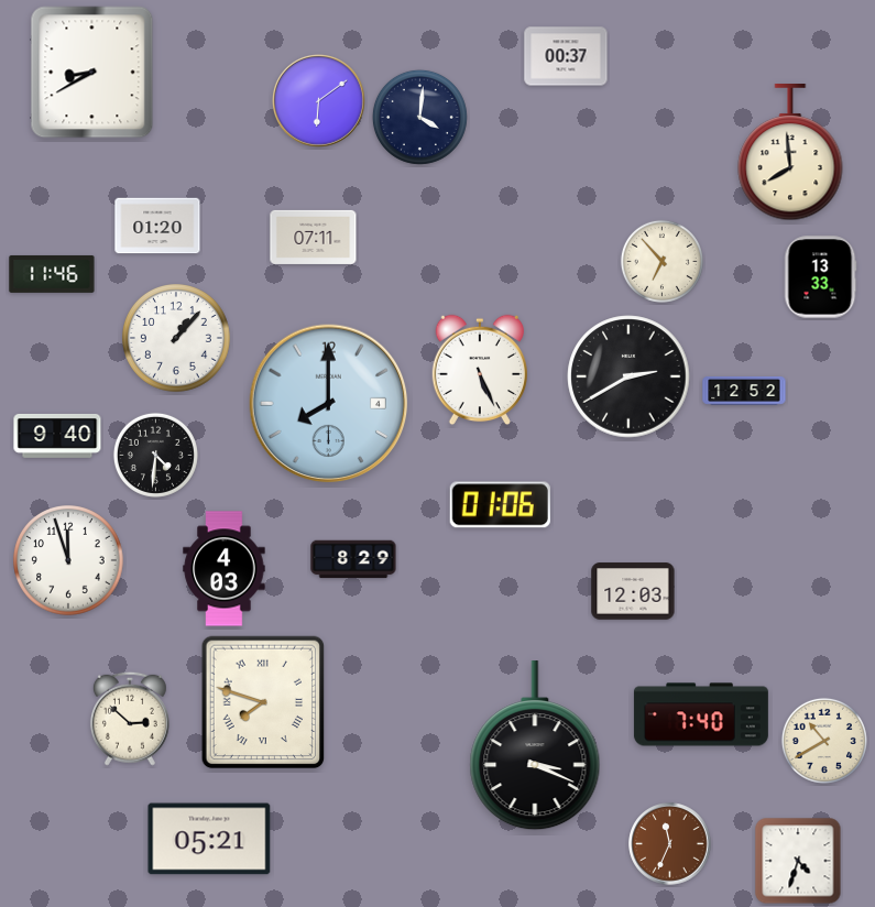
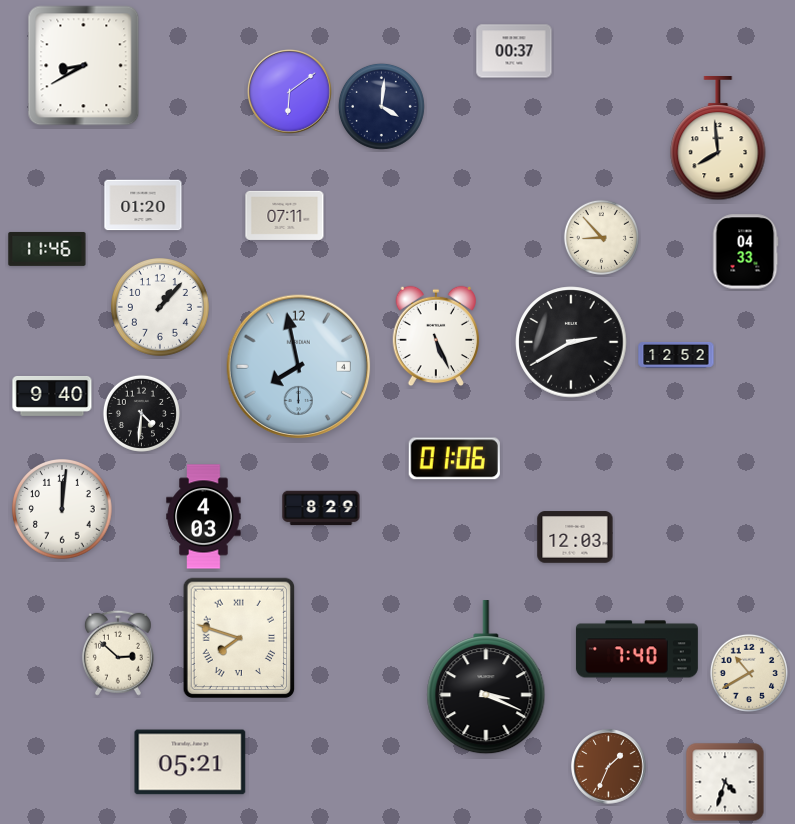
clock at (661, 261): 6:53 -> 8:53
clock at (820, 277): 13:33 -> 04:33
clock at (329, 404): 8:00 -> 7:58
clock at (69, 561): 11:57 -> 12:01
clock at (670, 844): 11:34 -> 1:34
